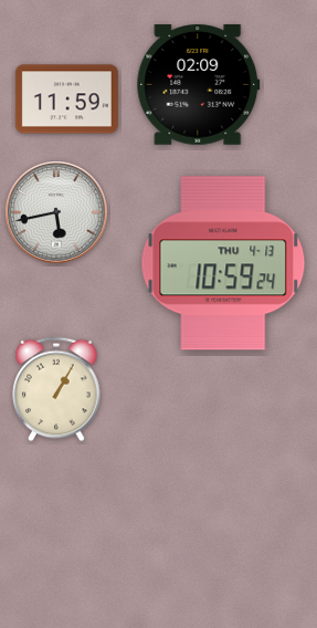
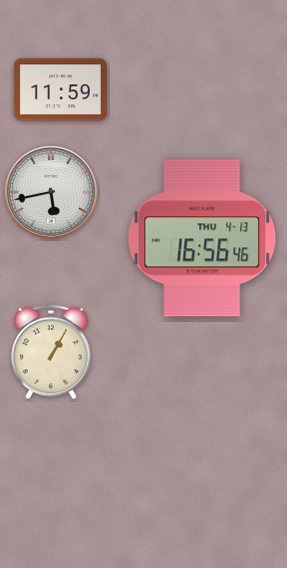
clock at (199, 85): 02:09 -> none
clock at (223, 263): 10:59 -> 16:56
